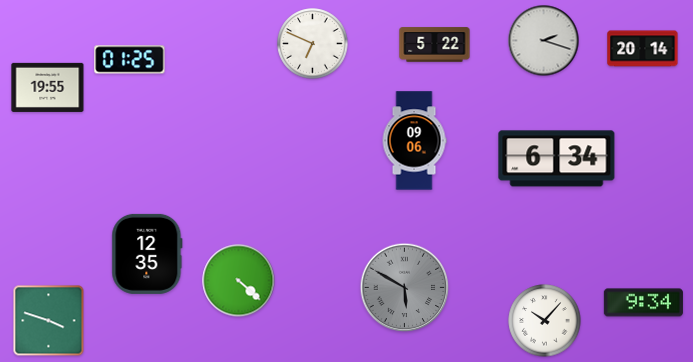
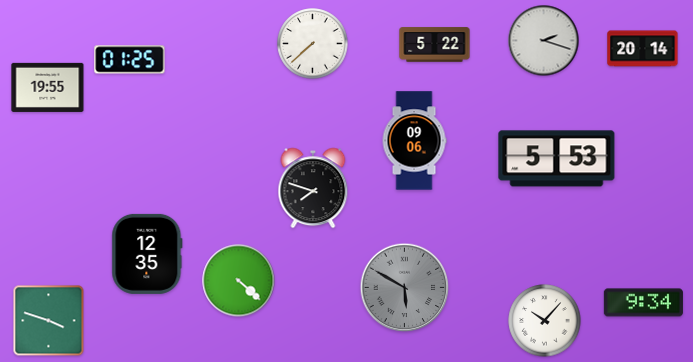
clock at (313, 44): 6:49 -> 7:38
clock at (557, 159): 6:34 -> 5:53
clock at (313, 188): none -> 7:48
